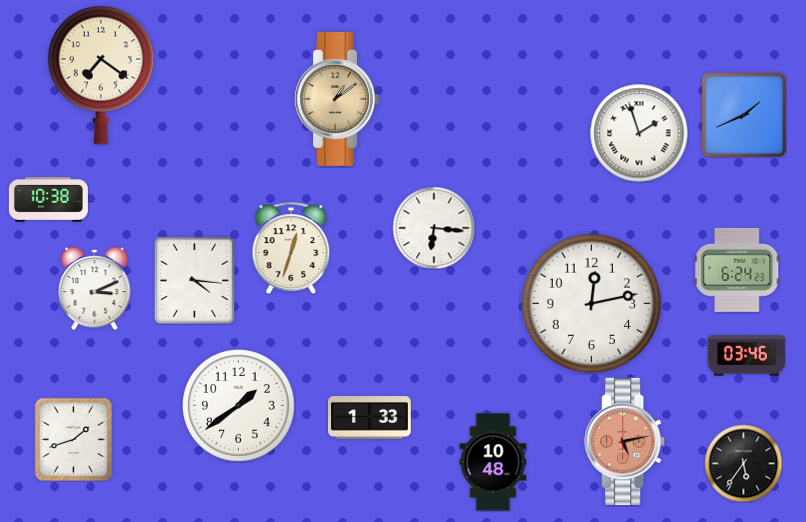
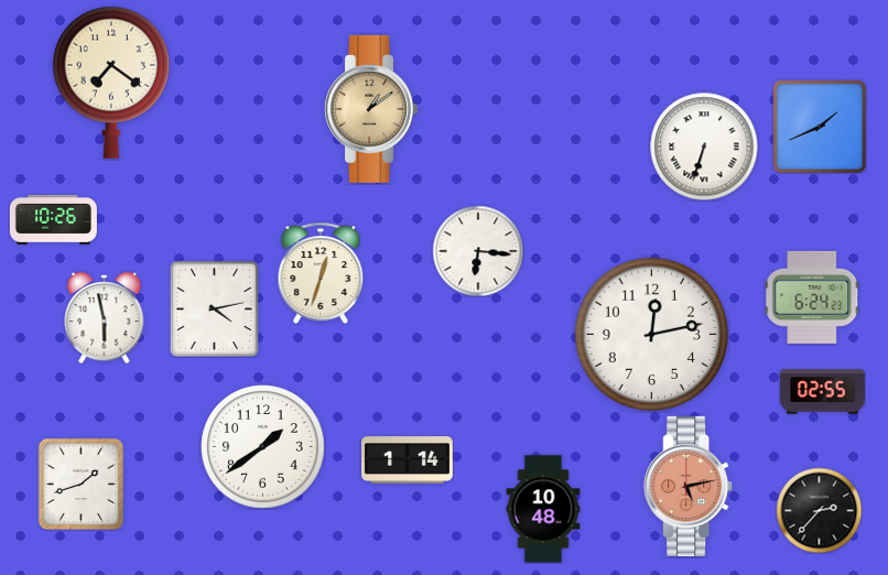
clock at (639, 133): 1:57 -> 6:33
clock at (48, 200): 10:38 -> 10:26
clock at (194, 280): 4:16 -> 4:13
clock at (95, 288): 3:11 -> 5:58
clock at (746, 356): 03:46 -> 02:55
clock at (370, 418): 1:33 -> 1:14
clock at (743, 463): 5:36 -> 2:37
